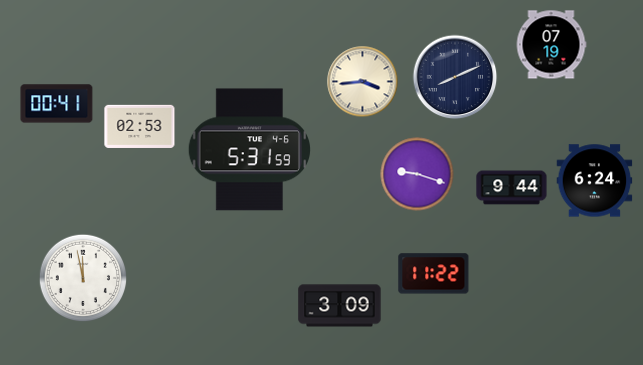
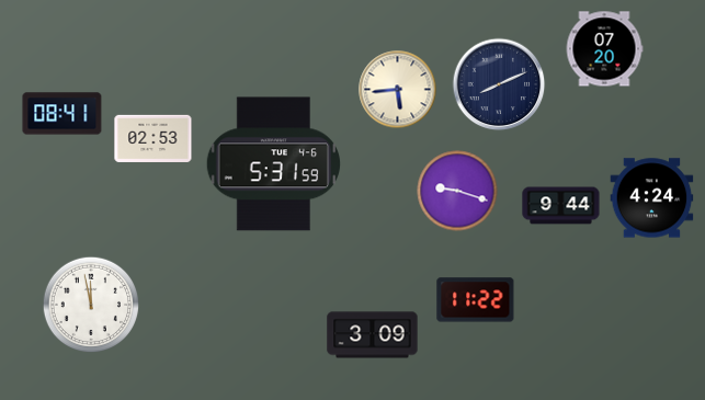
clock at (551, 45): 07:19 -> 07:20
clock at (363, 82): 3:44 -> 5:44
clock at (57, 104): 00:41 -> 08:41
clock at (595, 181): 6:24 -> 4:24
